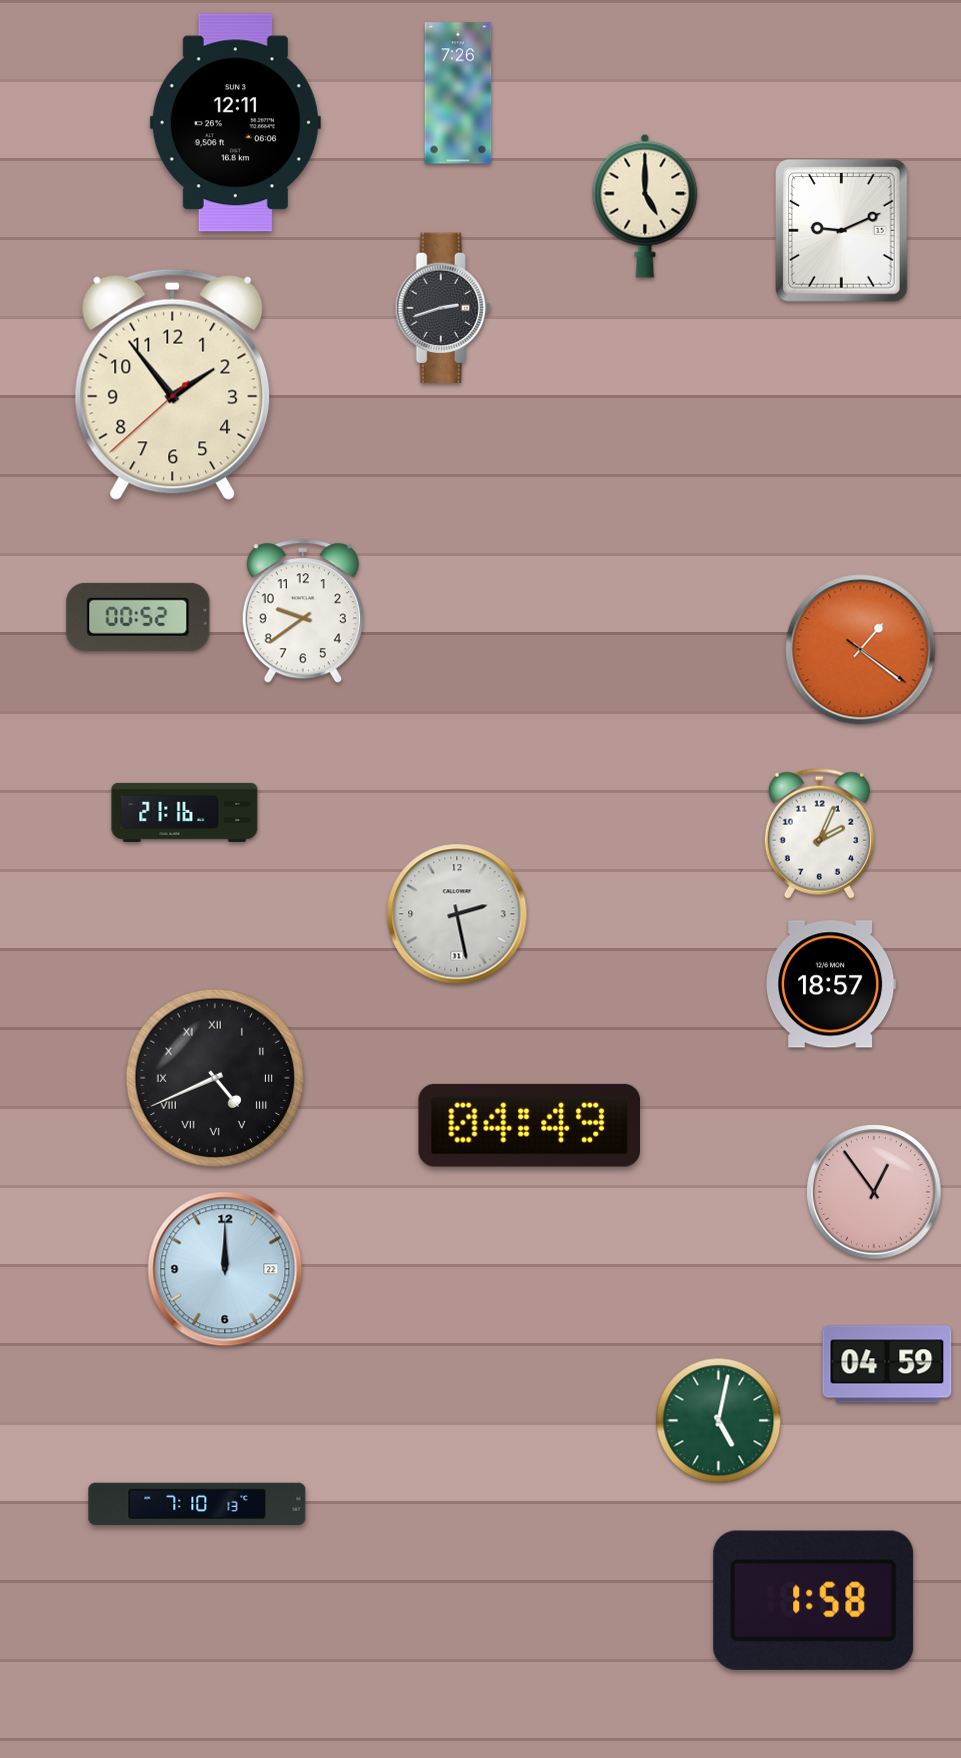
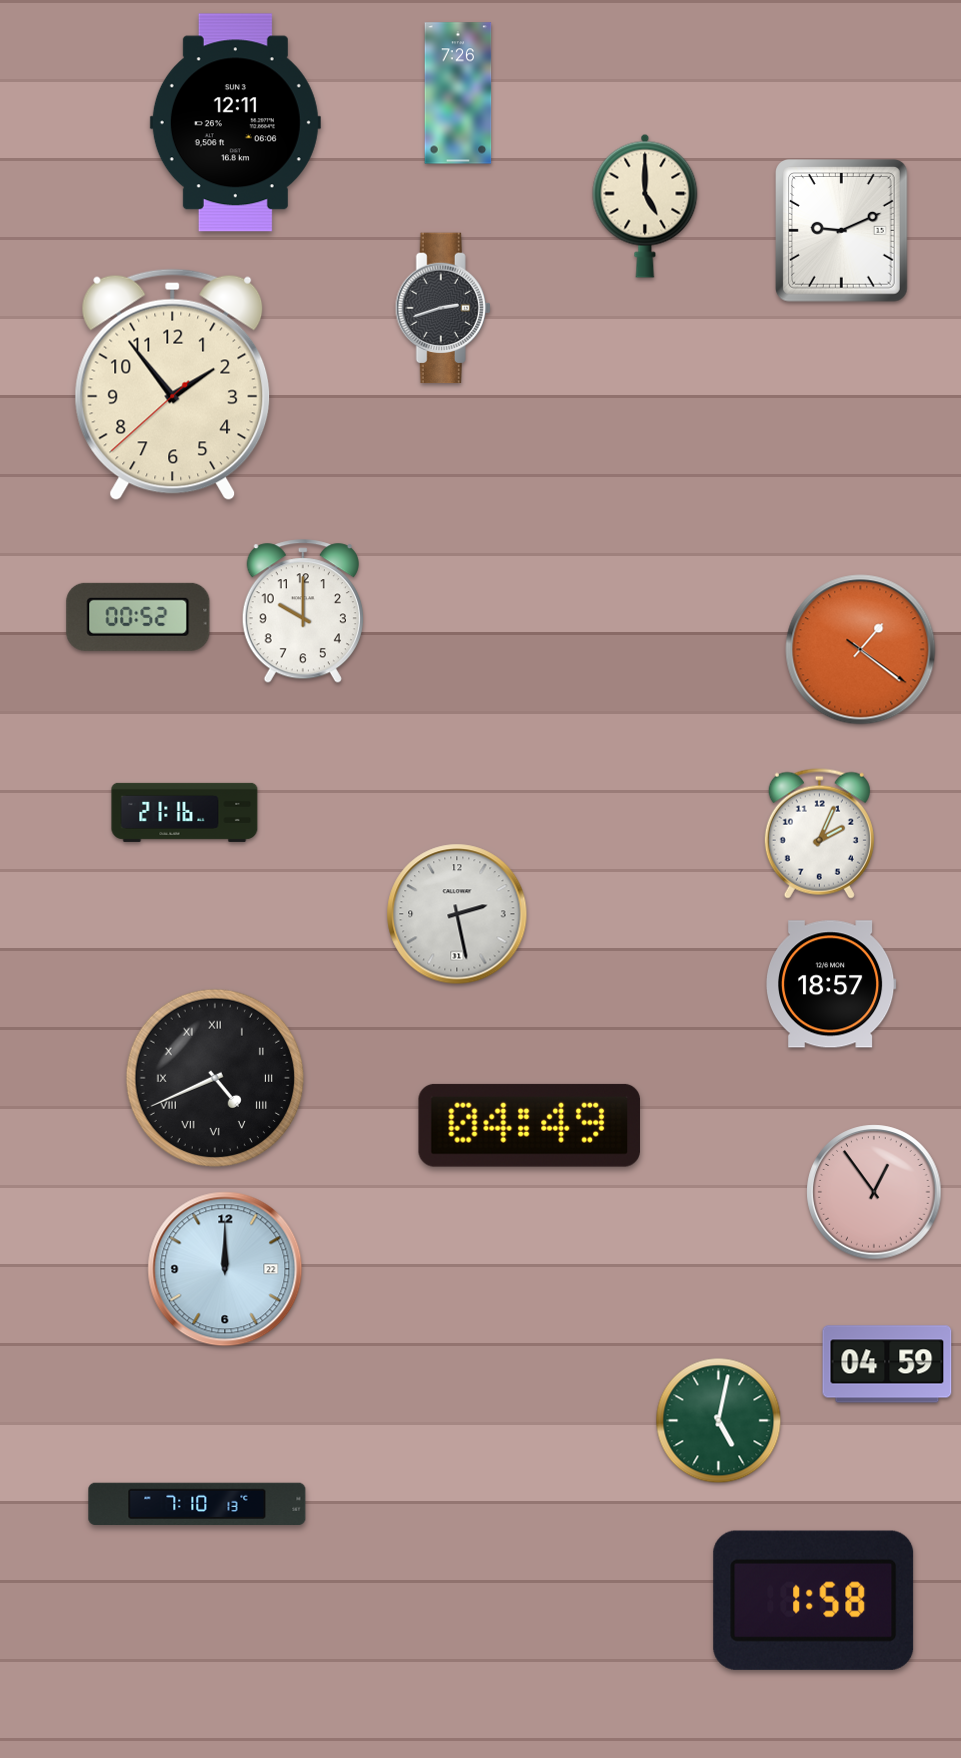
clock at (303, 612): 9:39 -> 10:00
